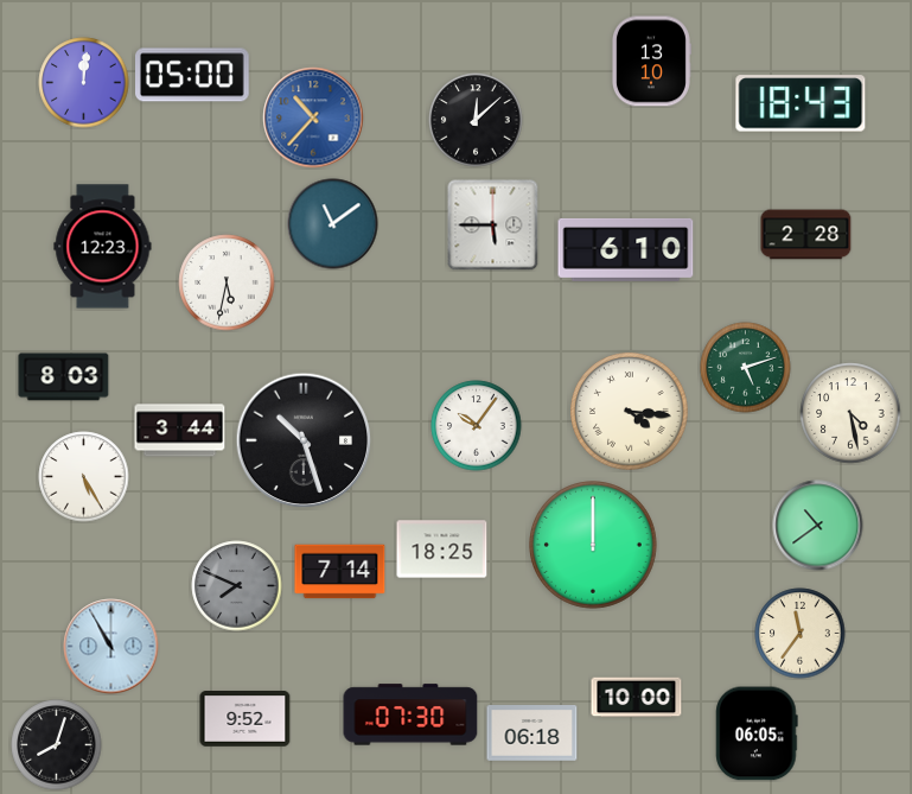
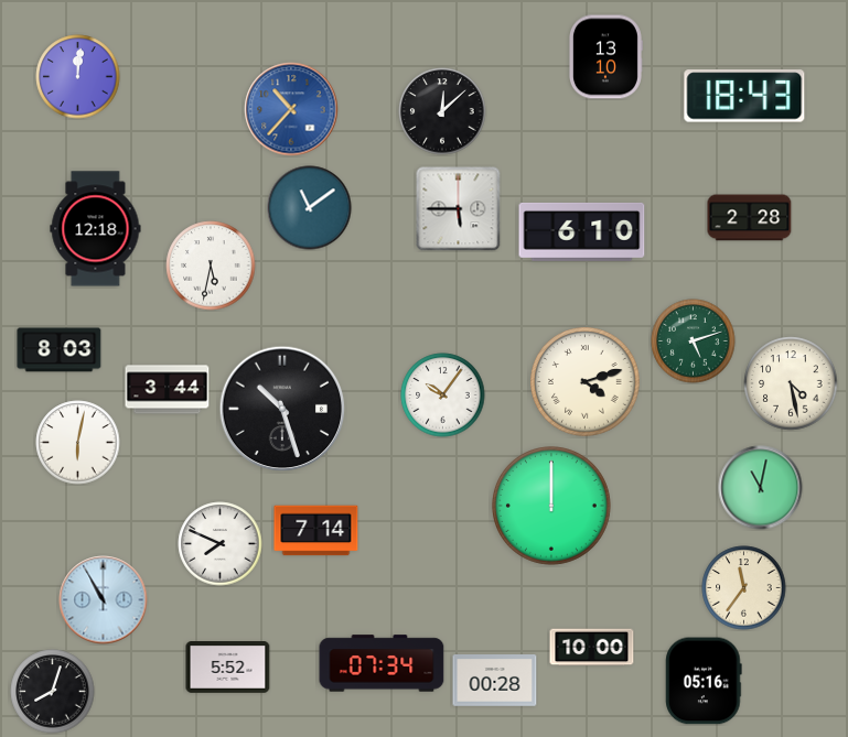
clock at (193, 75): 05:00 -> none
clock at (103, 247): 12:23 -> 12:18
clock at (227, 282) position: (227, 282) -> (211, 265)
clock at (630, 412): 4:16 -> 4:12
clock at (180, 431) position: (180, 431) -> (168, 390)
clock at (84, 477): 5:25 -> 6:02
clock at (818, 526): 10:39 -> 11:02
clock at (442, 550): 18:25 -> none
clock at (237, 586) dial: grey -> white
clock at (410, 714): 07:30 -> 07:34
clock at (245, 719): 9:52 -> 5:52
clock at (532, 733): 06:18 -> 00:28
clock at (757, 733): 06:05 -> 05:16
